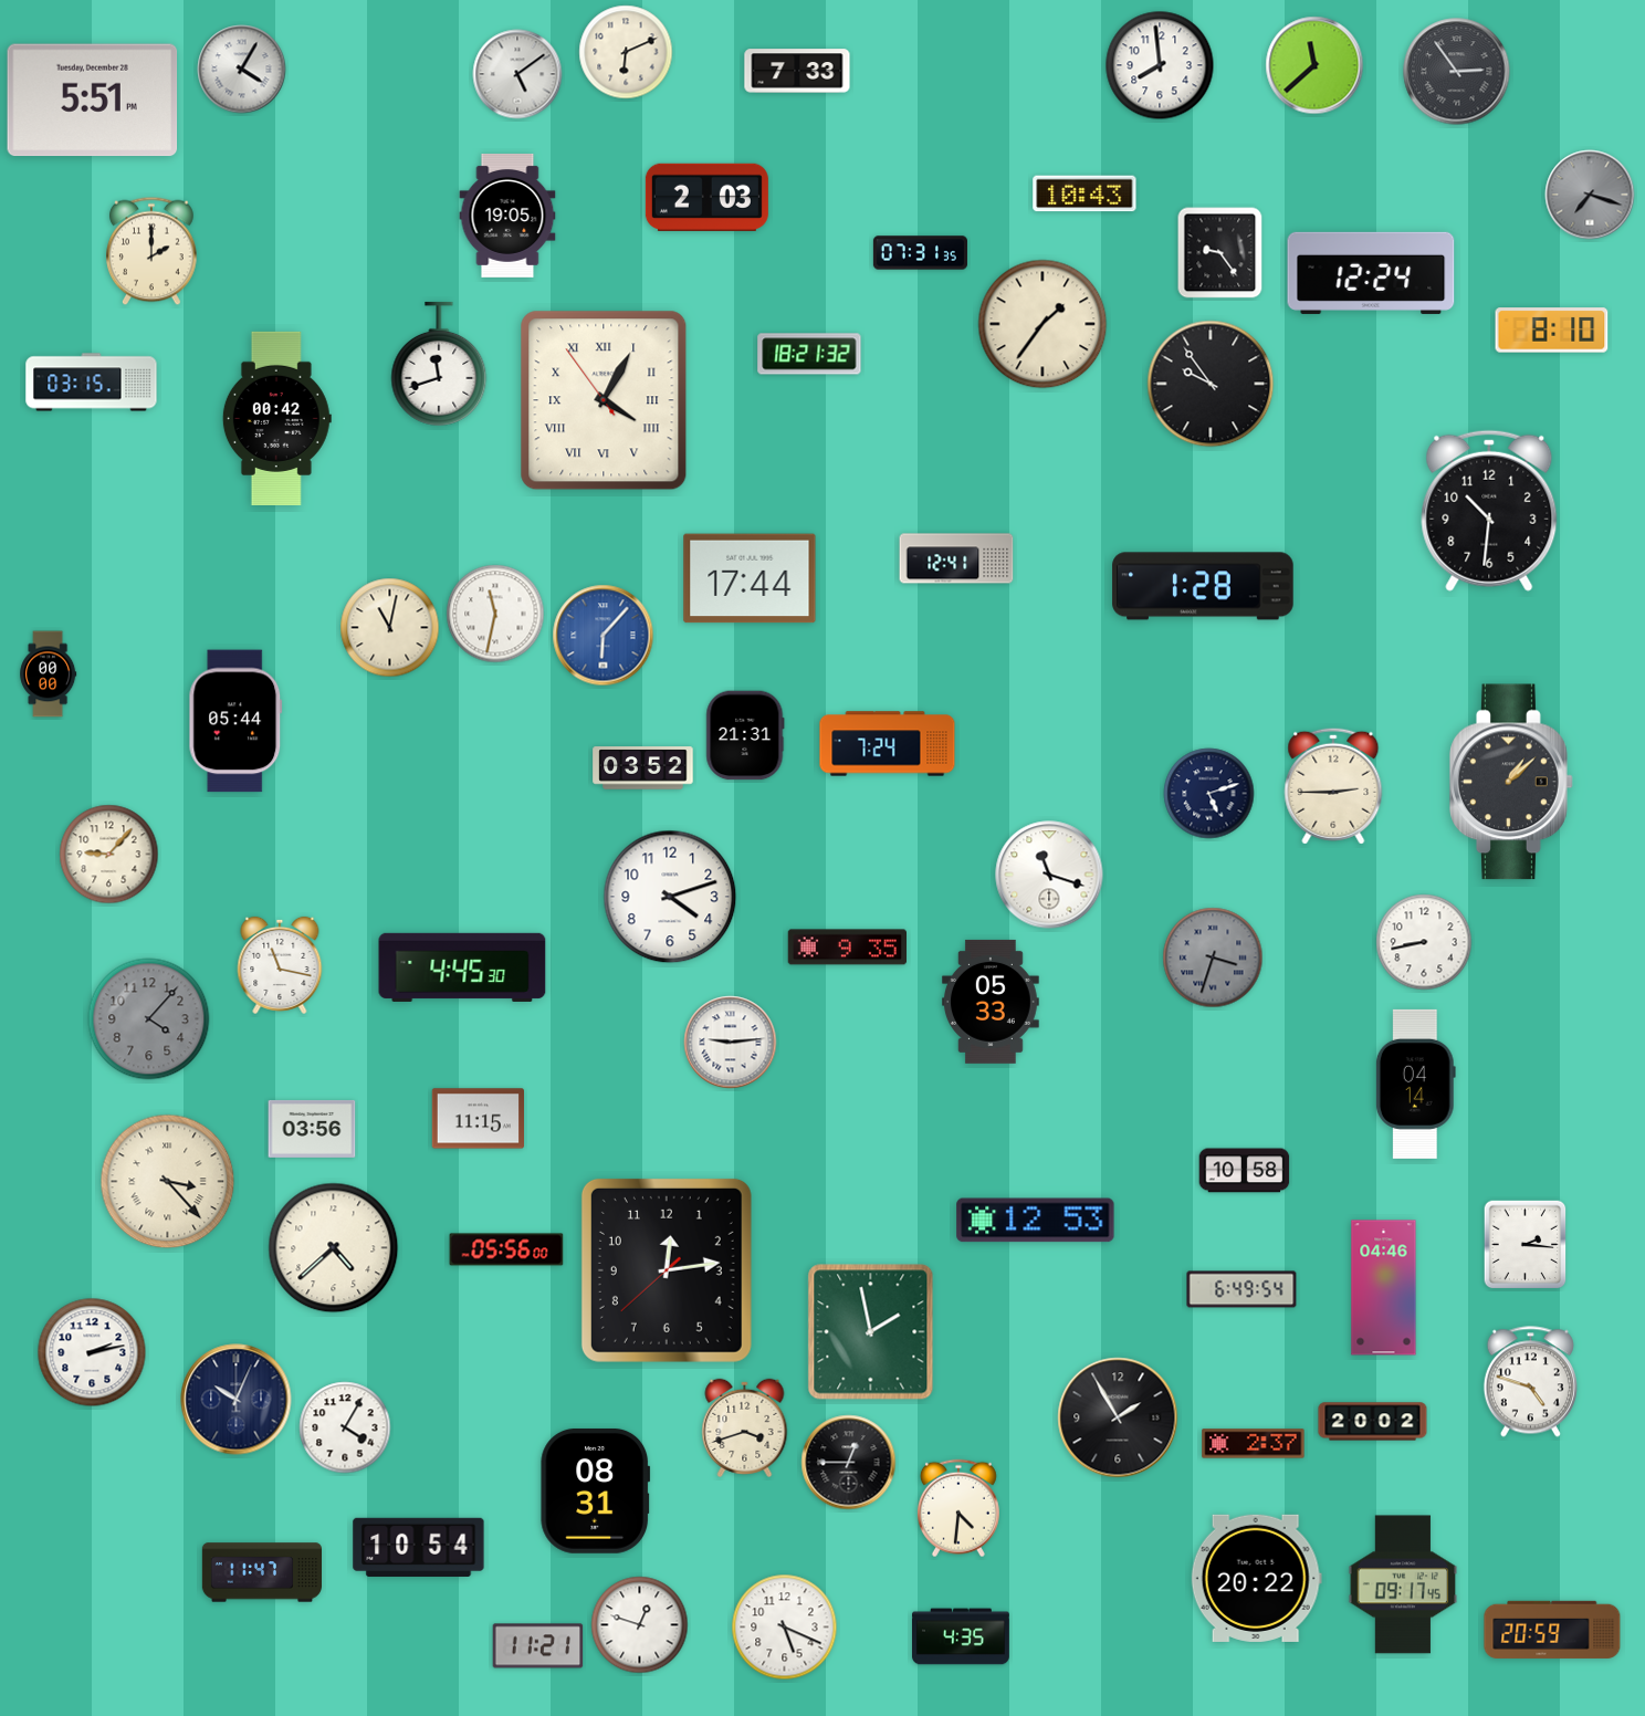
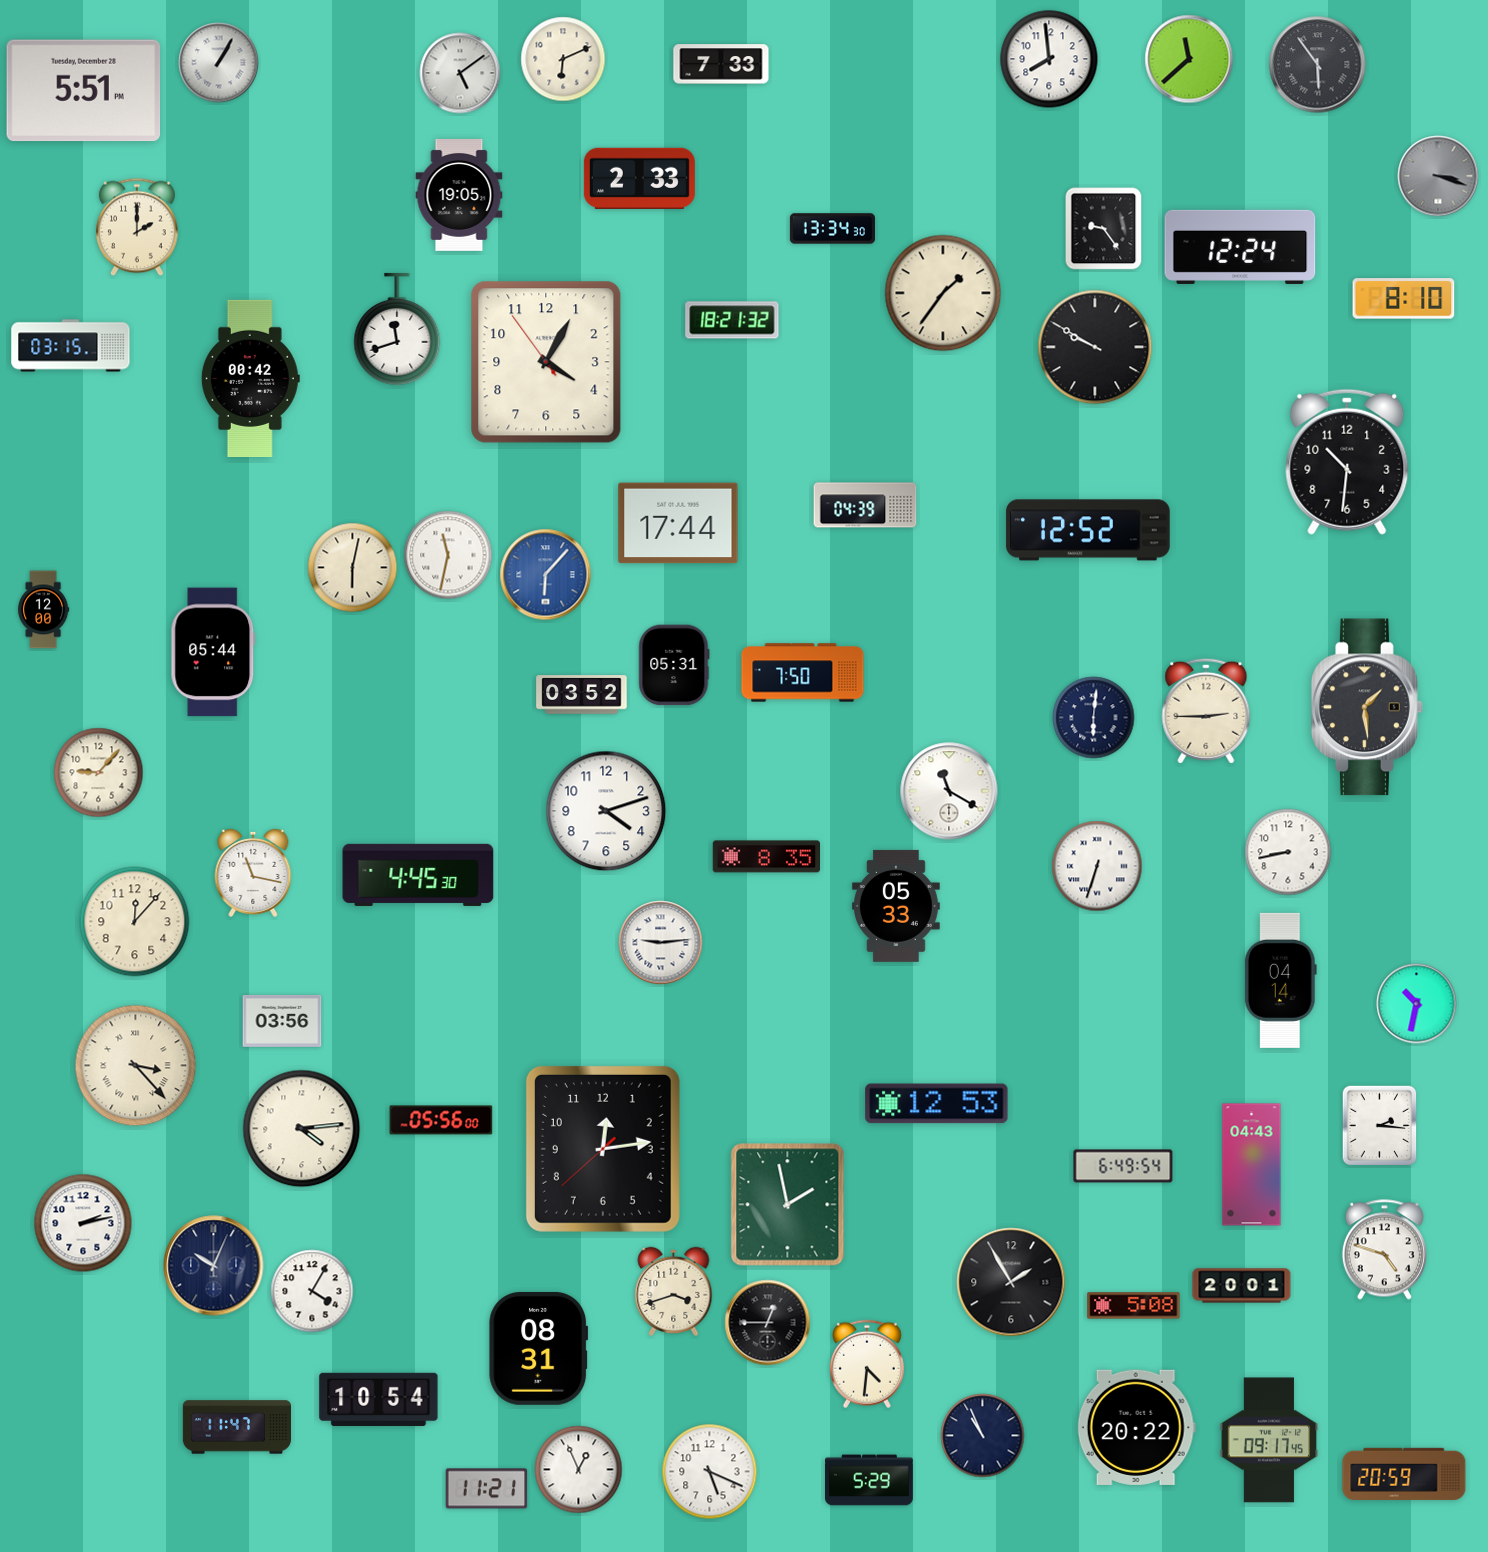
clock at (626, 52) position: (626, 52) -> (563, 59)
clock at (242, 70): 4:05 -> 1:05
clock at (1457, 72): 2:54 -> 5:54
clock at (517, 74) position: (517, 74) -> (460, 73)
clock at (1085, 193): 10:43 -> none
clock at (1590, 195): 7:18 -> 3:18
clock at (706, 197): 2:03 -> 2:33
clock at (920, 253): 07:31 -> 13:34
clock at (92, 383) position: (92, 383) -> (71, 346)
clock at (1211, 384): 9:54 -> 9:50
clock at (604, 400) numerals: Roman -> Arabic
clock at (956, 558): 12:41 -> 04:39
clock at (1203, 586): 1:28 -> 12:52
clock at (390, 628): 11:02 -> 6:02
clock at (49, 674): 00:00 -> 12:00
clock at (745, 735): 21:31 -> 05:31
clock at (888, 744): 7:24 -> 7:50
clock at (1511, 782): 1:08 -> 1:29
clock at (1209, 794): 5:12 -> 6:01
clock at (1049, 875): 11:18 -> 11:20
clock at (847, 948): 9:35 -> 8:35
clock at (1213, 958): 3:33 -> 6:33
clock at (1213, 958) dial: grey -> white
clock at (149, 1019): 4:07 -> 12:07
clock at (149, 1019) dial: grey -> cream
clock at (1417, 1004): none -> 10:32
clock at (478, 1119): 11:15 -> none
clock at (1245, 1171): 10:58 -> none
clock at (168, 1182) position: (168, 1182) -> (136, 1066)
clock at (334, 1248): 4:38 -> 4:14
clock at (506, 1249) position: (506, 1249) -> (441, 1120)
clock at (1384, 1288): 04:46 -> 04:43
clock at (1373, 1422): 20:02 -> 20:01
clock at (1254, 1444): 2:37 -> 5:08
clock at (261, 1572) position: (261, 1572) -> (236, 1427)
clock at (1403, 1584) position: (1403, 1584) -> (1269, 1440)
clock at (983, 1436): none -> 10:56
clock at (640, 1625): 12:48 -> 12:56
clock at (962, 1636): 4:35 -> 5:29
